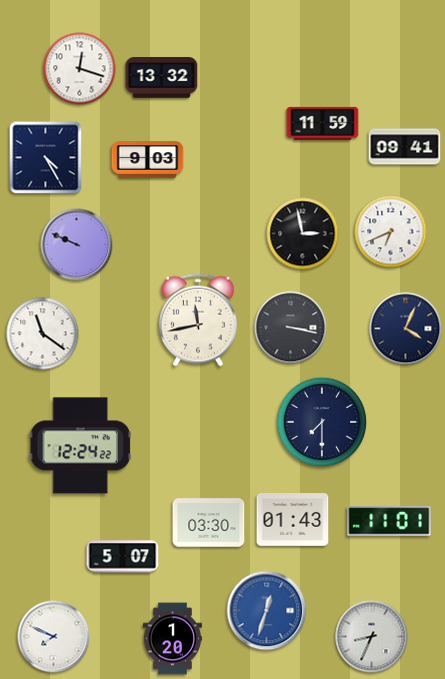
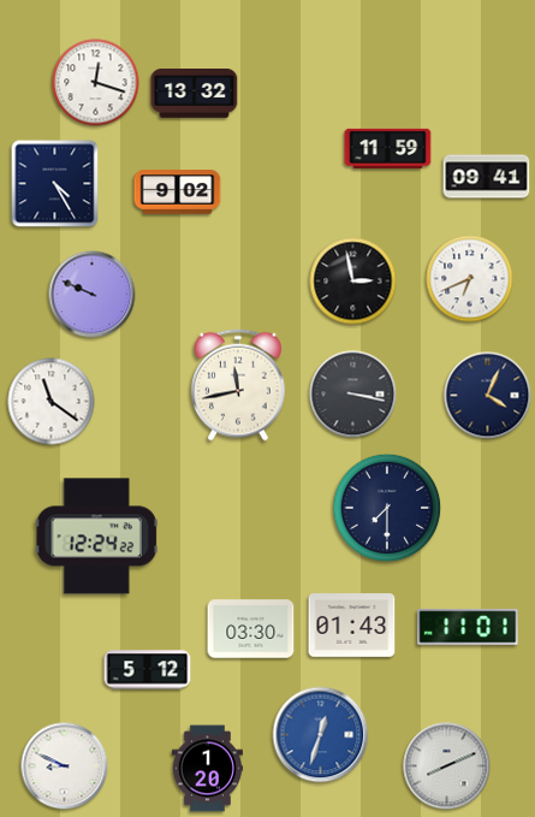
clock at (46, 158) position: (46, 158) -> (55, 184)
clock at (148, 160): 9:03 -> 9:02
clock at (303, 234) position: (303, 234) -> (353, 282)
clock at (291, 328) position: (291, 328) -> (353, 395)
clock at (123, 557): 5:07 -> 5:12
clock at (54, 637): 7:49 -> 8:49
clock at (372, 637): 8:34 -> 8:11
